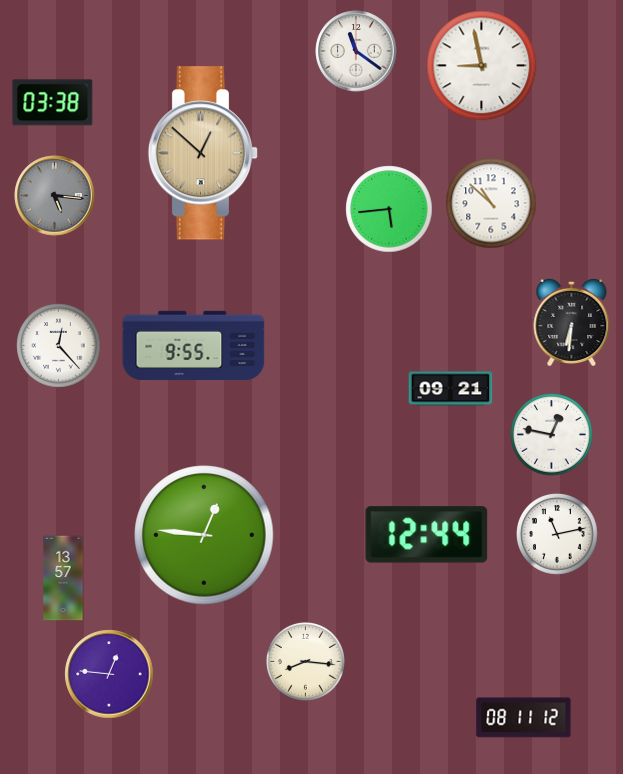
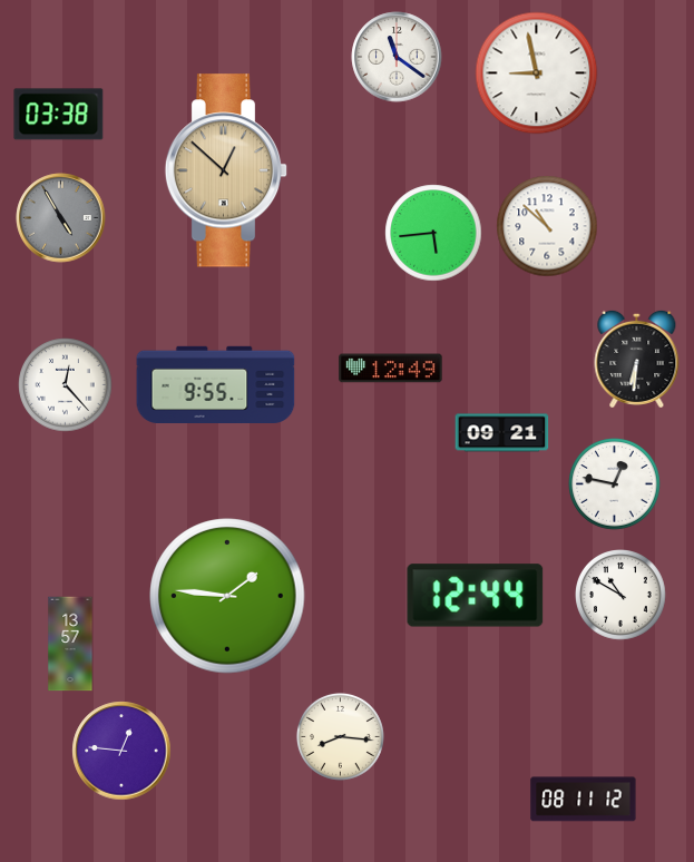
clock at (55, 196): 5:16 -> 4:55
clock at (391, 369): none -> 12:49
clock at (204, 535): 12:46 -> 1:46
clock at (558, 535): 11:13 -> 10:50
